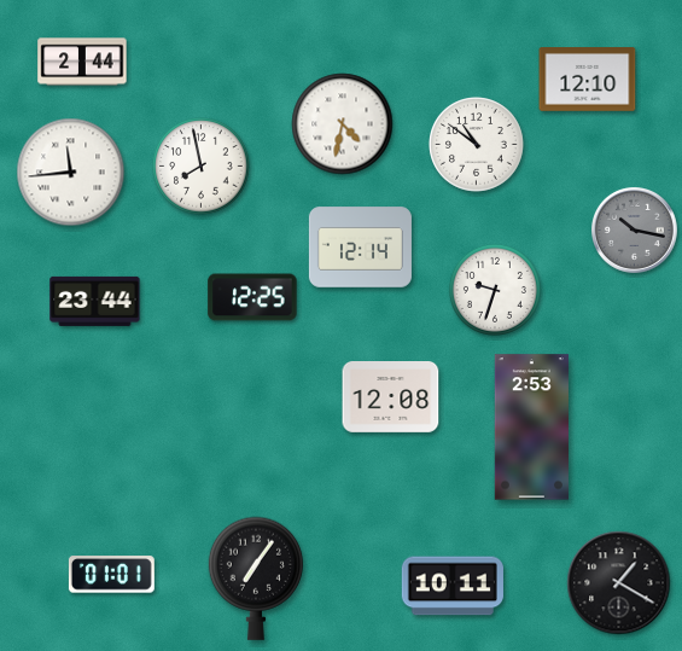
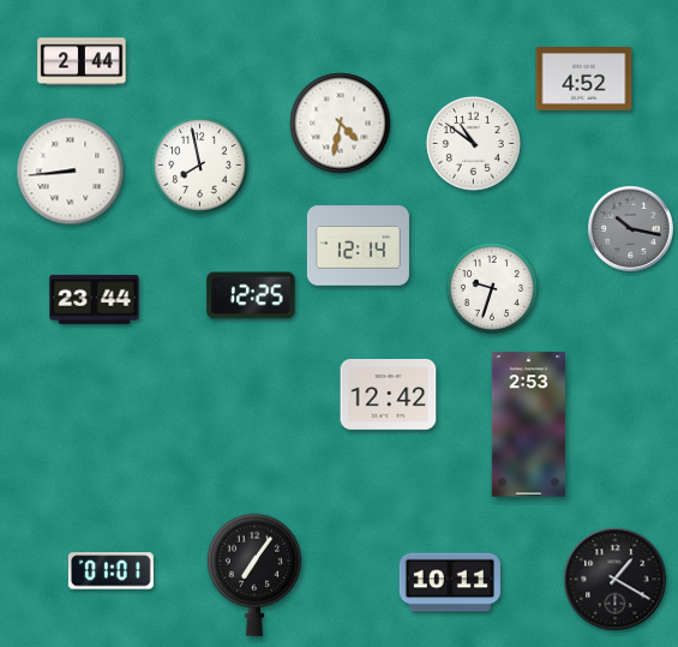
clock at (588, 80): 12:10 -> 4:52
clock at (71, 173): 11:44 -> 8:44
clock at (391, 397): 12:08 -> 12:42
